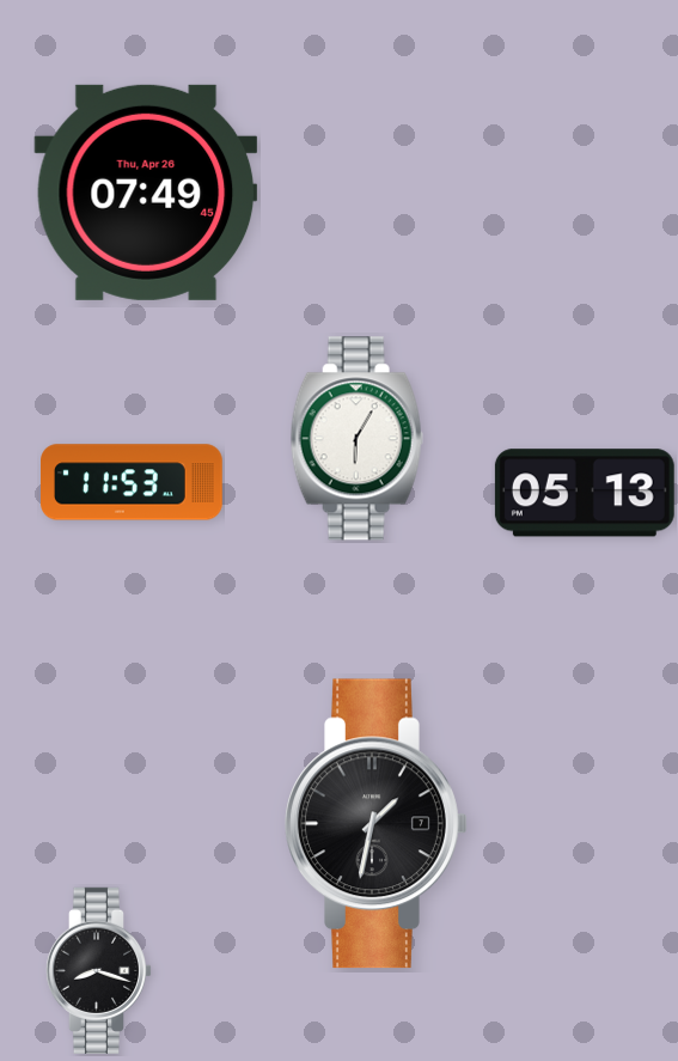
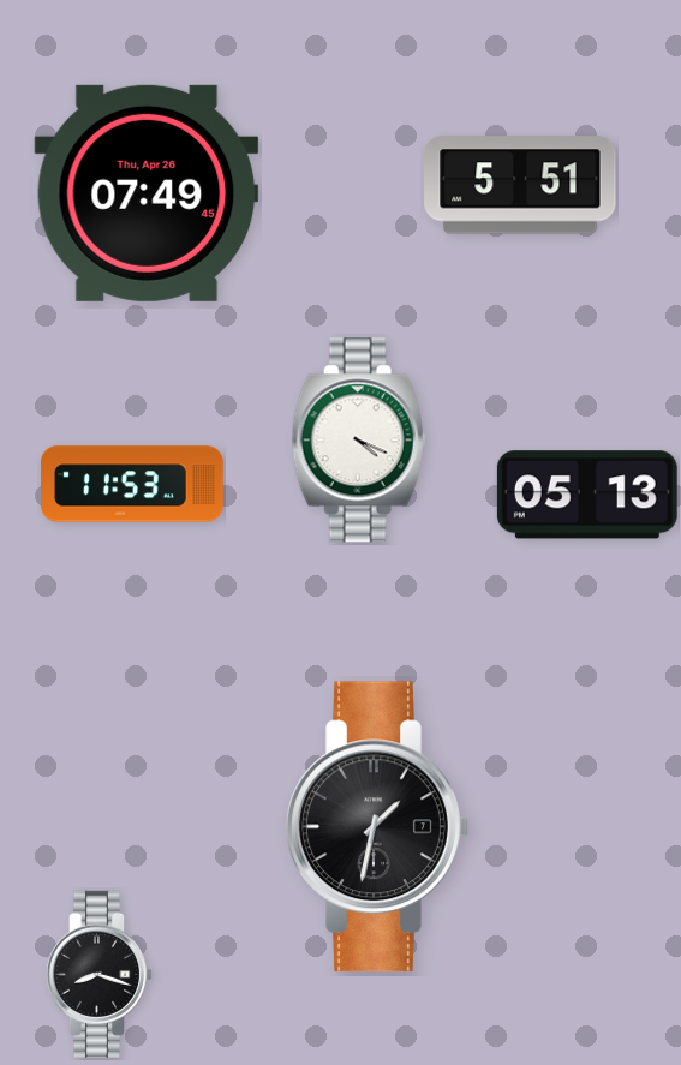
clock at (520, 185): none -> 5:51
clock at (356, 439): 6:05 -> 4:19
